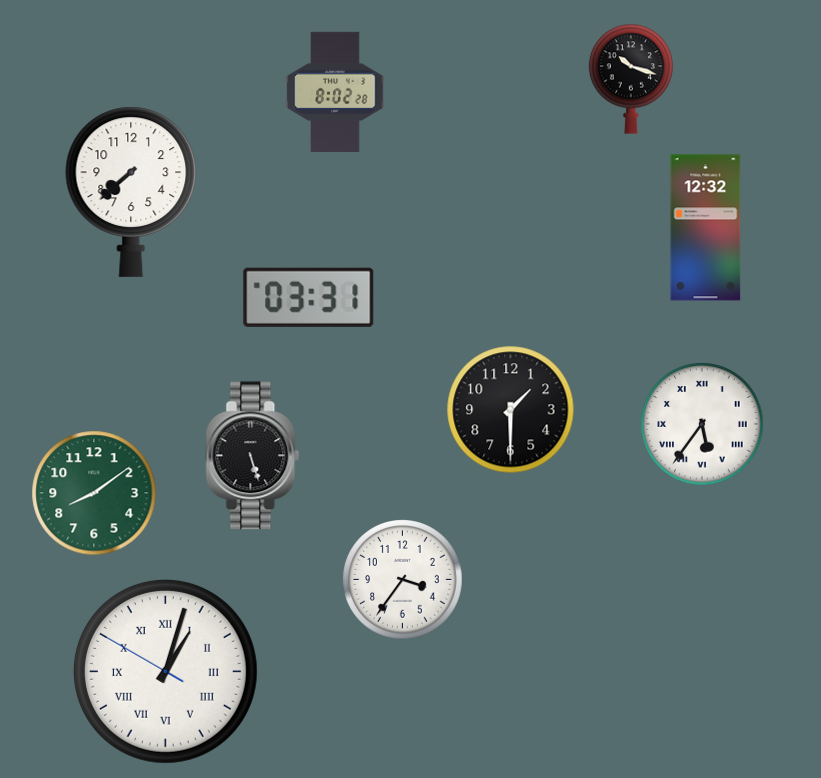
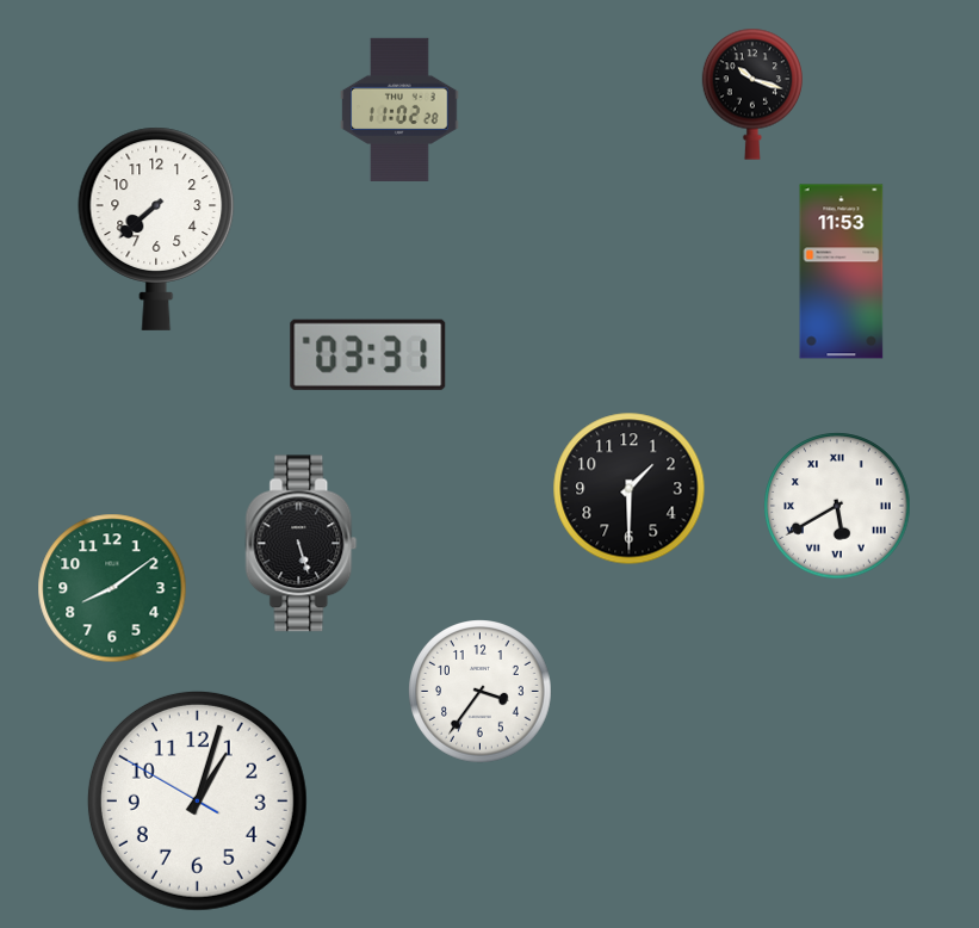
clock at (335, 92): 8:02 -> 11:02
clock at (706, 228): 12:32 -> 11:53
clock at (511, 410) position: (511, 410) -> (630, 489)
clock at (702, 424): 5:36 -> 5:40
clock at (165, 671) numerals: Roman -> Arabic
